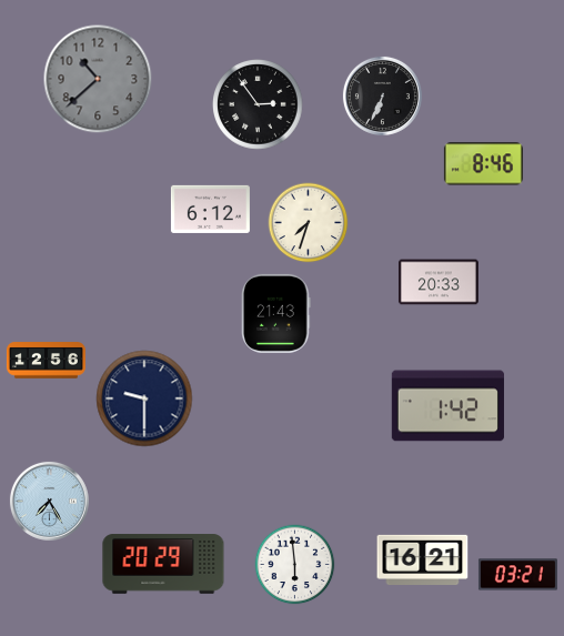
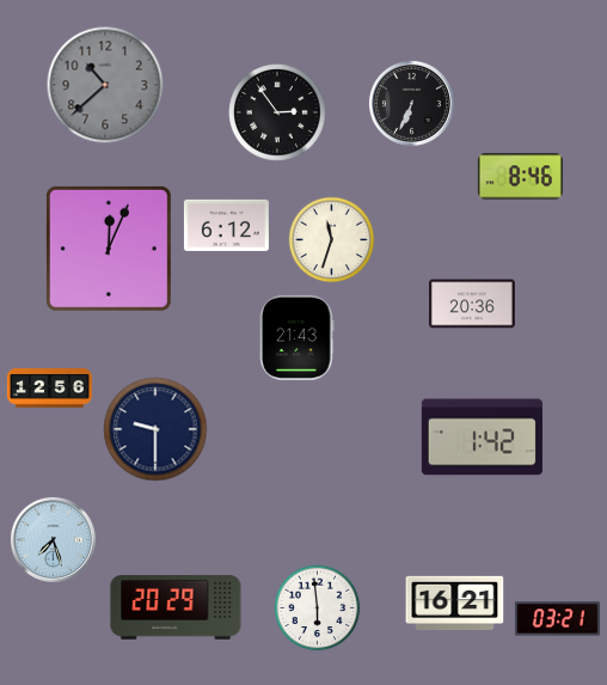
clock at (309, 223): 7:33 -> 11:33
clock at (109, 249): none -> 12:04
clock at (439, 282): 20:33 -> 20:36
clock at (49, 501): 7:25 -> 7:27
